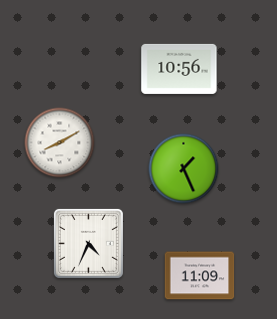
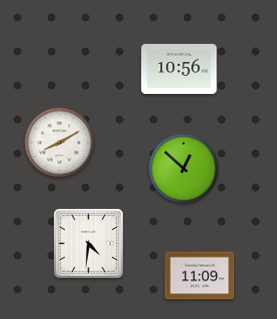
clock at (184, 169): 1:26 -> 12:52
clock at (88, 243): 4:34 -> 4:31
